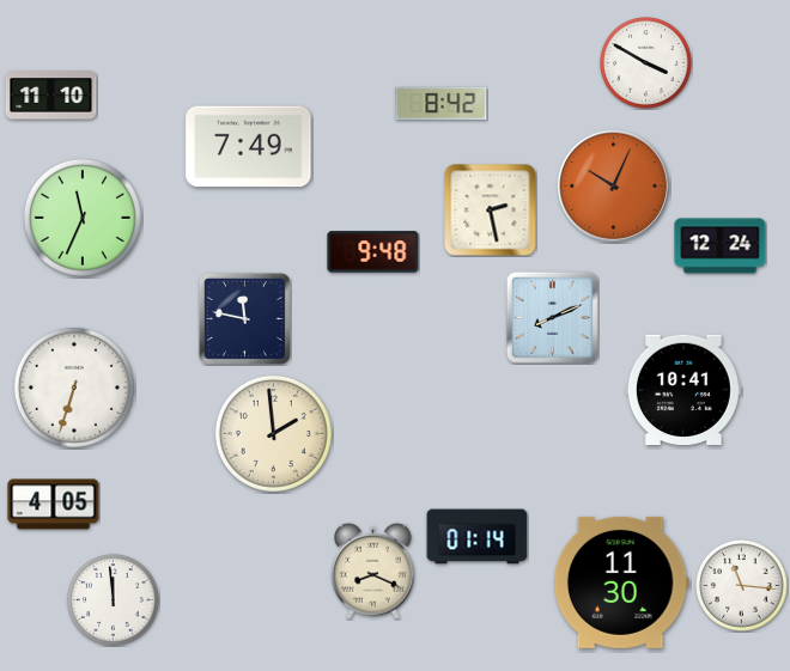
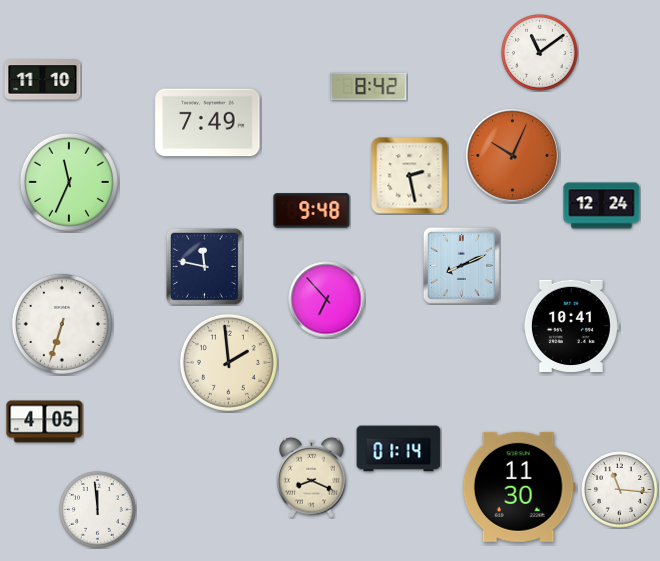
clock at (646, 63): 3:50 -> 11:09
clock at (327, 300): none -> 6:53
clock at (114, 600) position: (114, 600) -> (98, 510)
